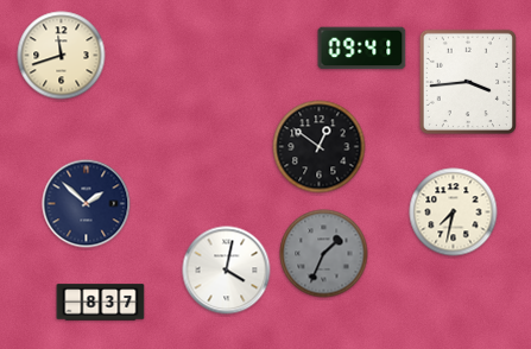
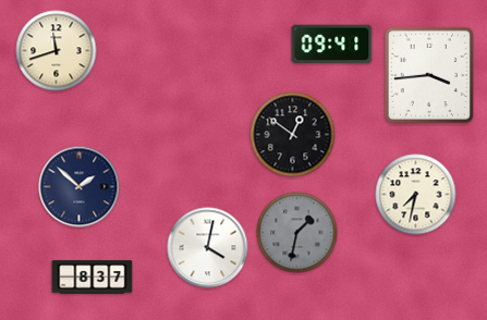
clock at (324, 254): 1:34 -> 1:32
